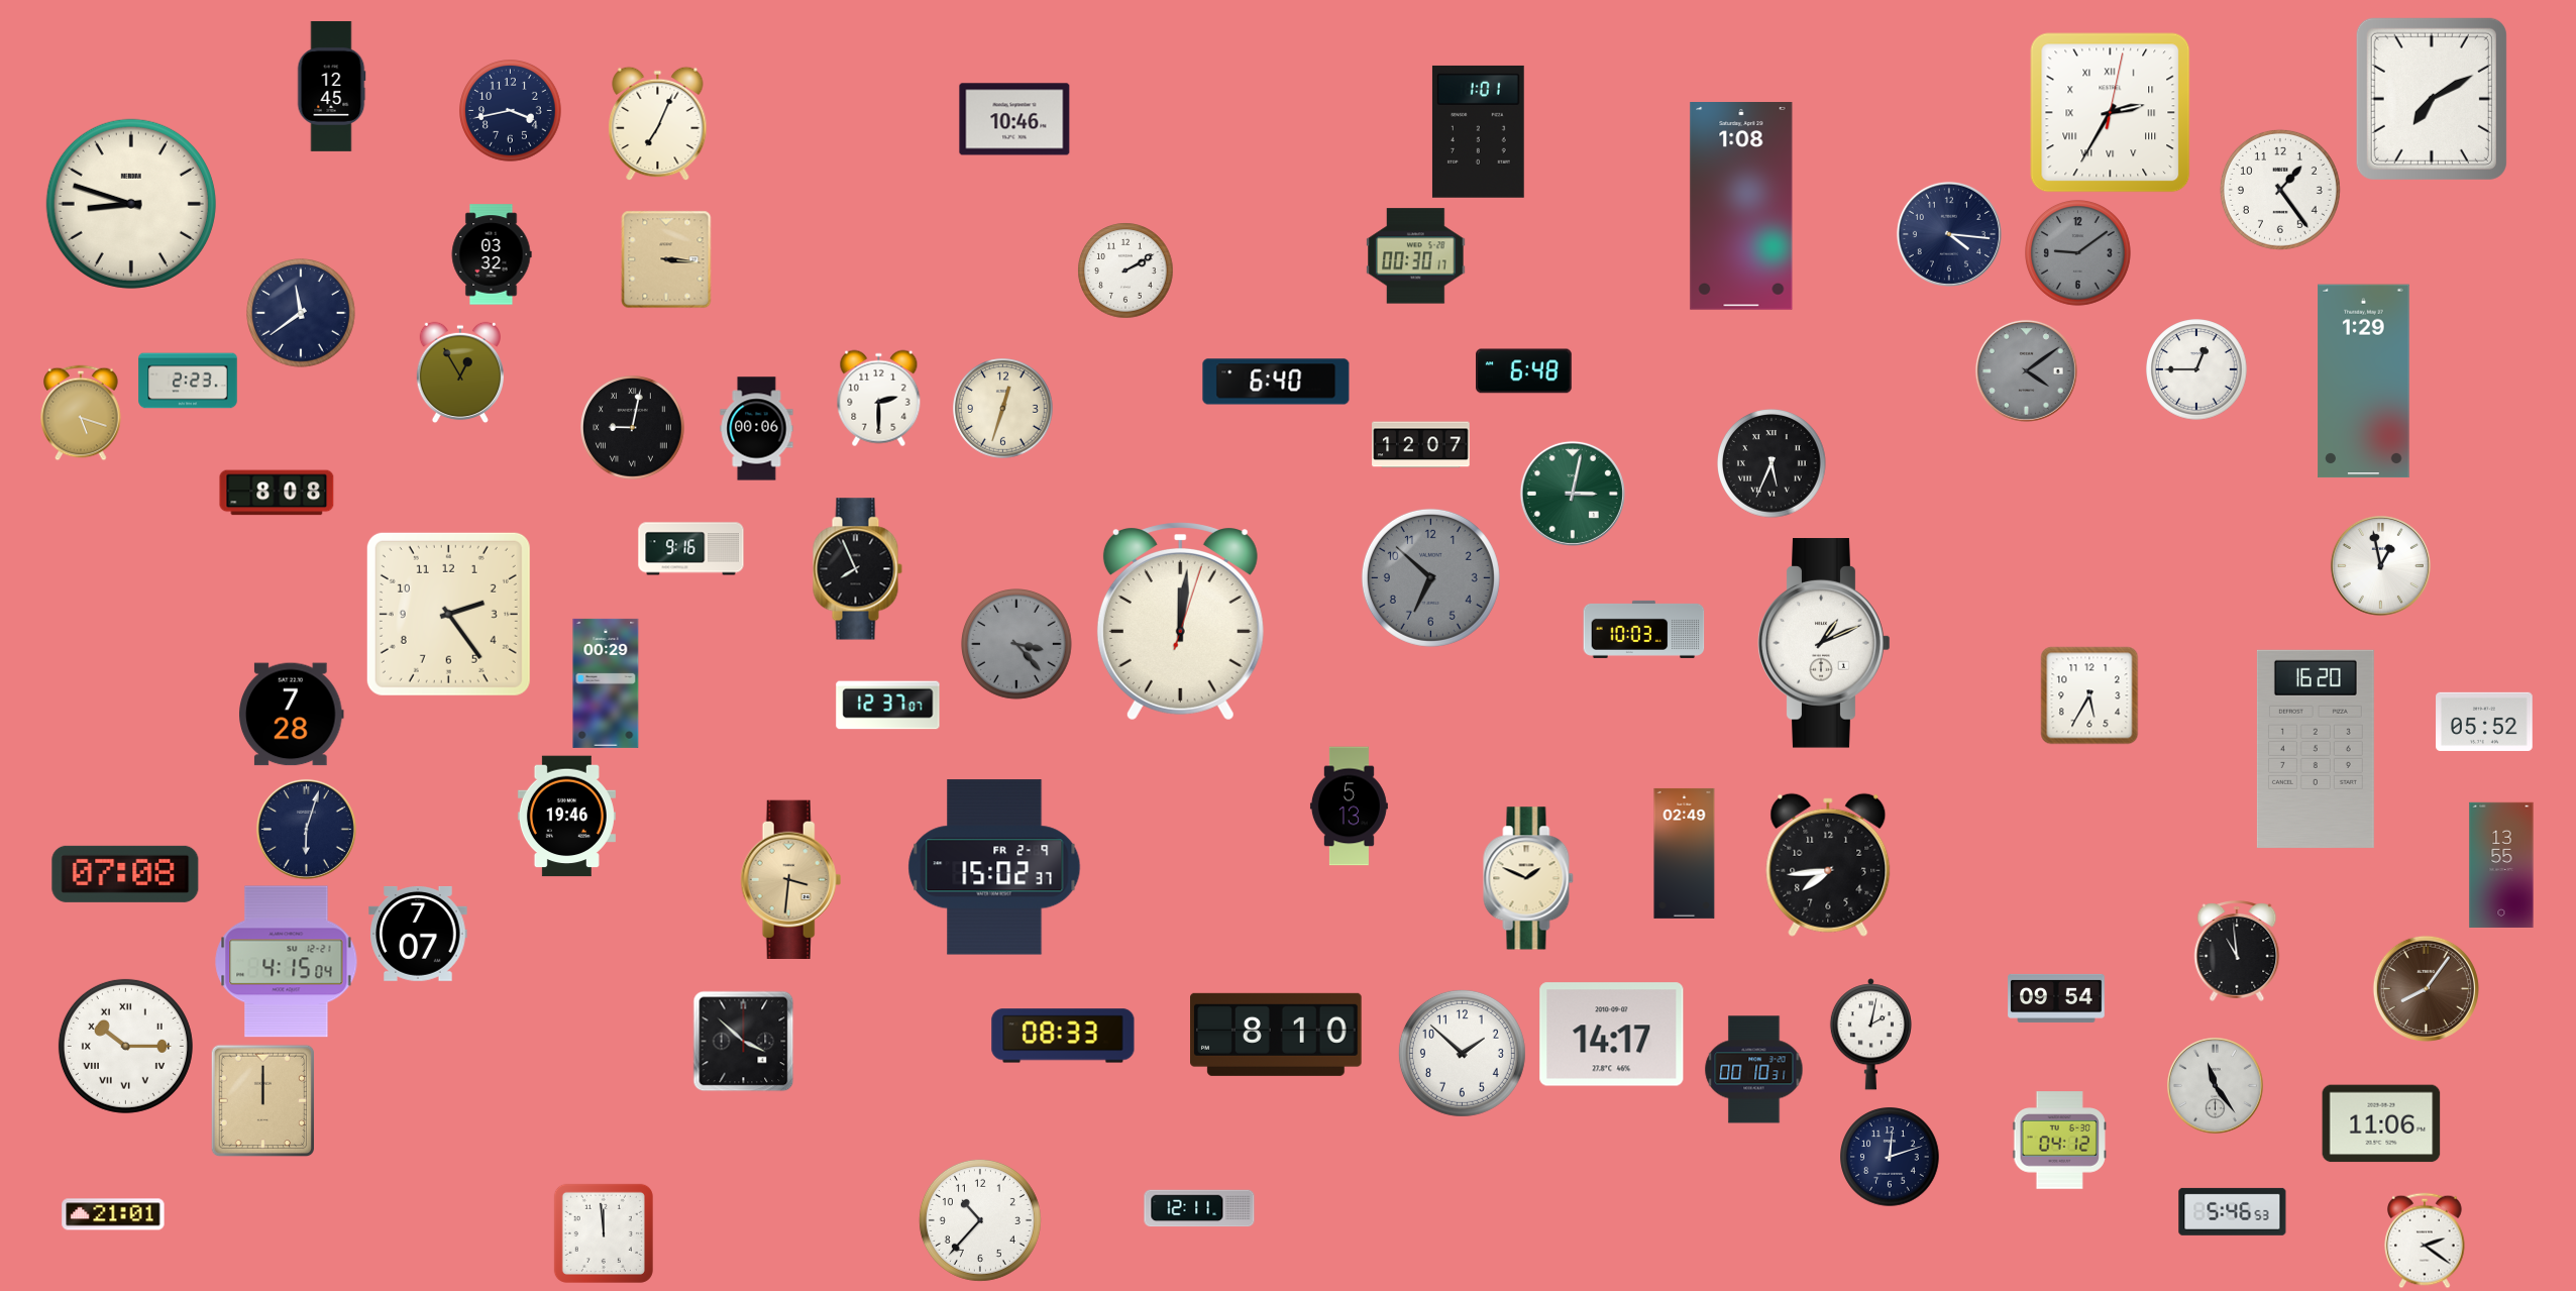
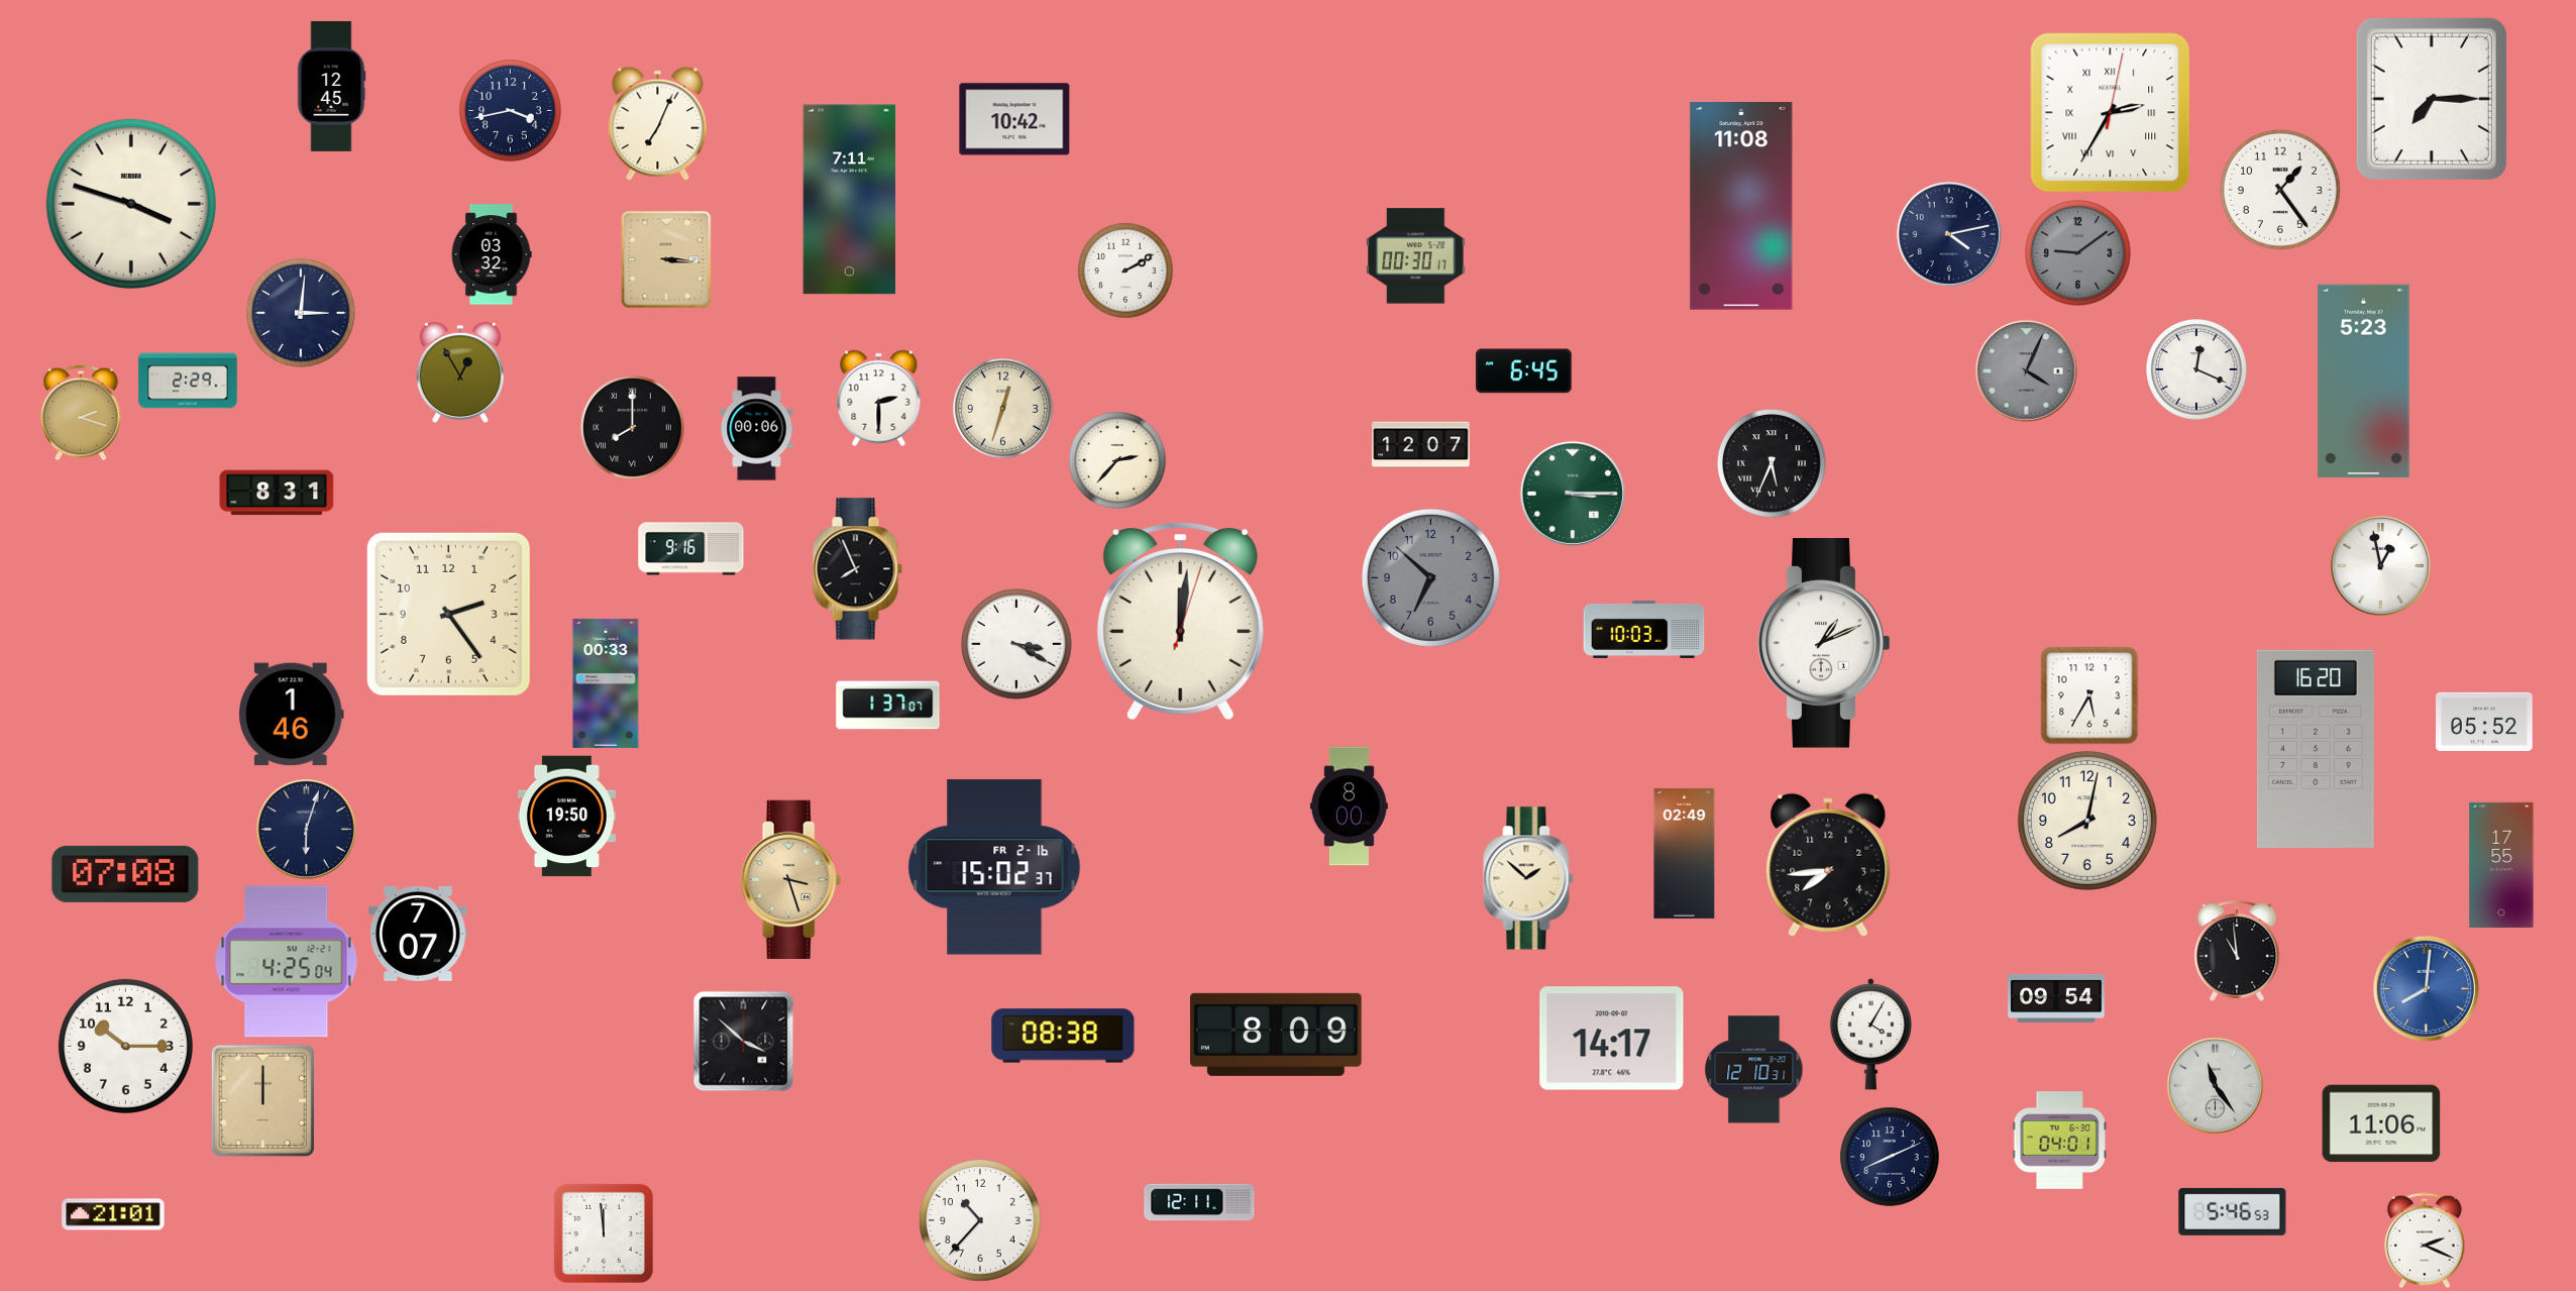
clock at (2432, 99): 7:10 -> 7:15
clock at (1014, 119): 10:46 -> 10:42
clock at (1478, 131): 1:01 -> none
clock at (850, 200): none -> 7:11
clock at (131, 204): 8:48 -> 3:48
clock at (1741, 207): 1:08 -> 11:08
clock at (1949, 234): 4:16 -> 4:13
clock at (302, 314): 11:39 -> 3:01
clock at (2196, 369): 12:45 -> 12:19
clock at (2026, 370): 4:09 -> 4:04
clock at (1524, 371): 6:48 -> 6:45
clock at (188, 381): 2:23 -> 2:29
clock at (1276, 382): 6:40 -> none
clock at (2364, 382): 1:29 -> 5:23
clock at (81, 413): 5:18 -> 2:18
clock at (633, 428): 9:02 -> 8:00
clock at (1117, 460): none -> 2:37
clock at (277, 493): 8:08 -> 8:31
clock at (1573, 494): 3:02 -> 3:15
clock at (1017, 645): 3:23 -> 3:20
clock at (1017, 645) dial: grey -> white
clock at (606, 683): 00:29 -> 00:33
clock at (888, 706): 12:37 -> 1:37
clock at (292, 715): 7:28 -> 1:46
clock at (1349, 806): 5:13 -> 8:00
clock at (566, 817): 19:46 -> 19:50
clock at (2087, 821): none -> 8:02
clock at (2501, 865): 13:55 -> 17:55
clock at (994, 867) date: FR 2-9 -> FR 2-16
clock at (1528, 878): 1:49 -> 1:52
clock at (791, 879): 3:31 -> 3:27
clock at (287, 962): 4:15 -> 4:25
clock at (2426, 988): 8:06 -> 8:01
clock at (2426, 988) dial: brown -> blue
clock at (1277, 1035): 8:10 -> 8:09
clock at (1612, 1035) position: (1612, 1035) -> (1612, 1039)
clock at (1870, 1035): 2:02 -> 4:05
clock at (1063, 1036): 08:33 -> 08:38
clock at (125, 1046) numerals: Roman -> Arabic
clock at (1462, 1053): 1:52 -> none
clock at (1754, 1070): 00:10 -> 12:10
clock at (2060, 1141): 04:12 -> 04:01
clock at (1890, 1157): 12:12 -> 8:11
clock at (1199, 1208) position: (1199, 1208) -> (1199, 1202)
clock at (2425, 1241): 2:21 -> 2:19
